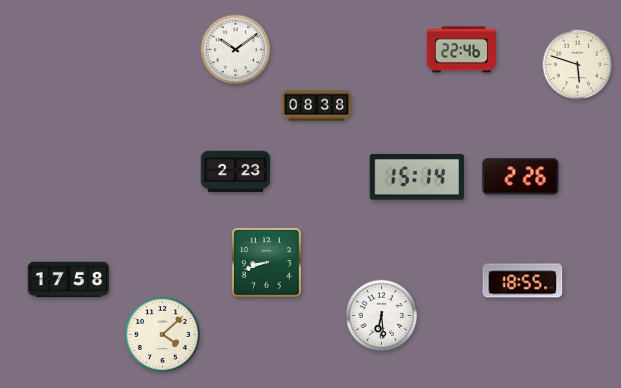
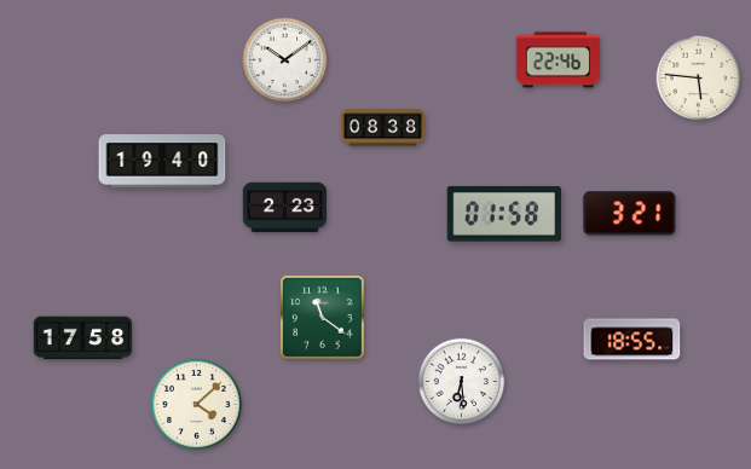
clock at (578, 65): 5:48 -> 5:46
clock at (162, 161): none -> 19:40
clock at (417, 177): 15:14 -> 01:58
clock at (521, 177): 2:26 -> 3:21
clock at (267, 263): 8:42 -> 11:21
